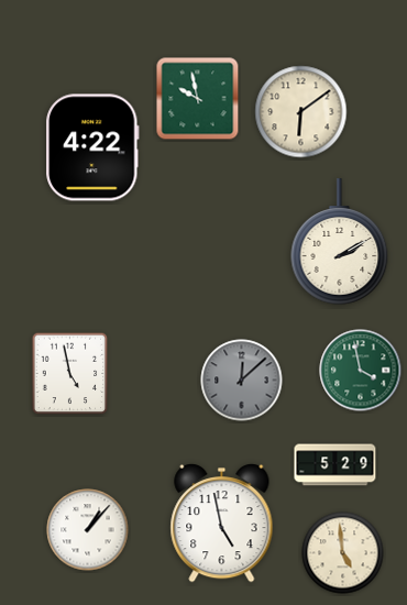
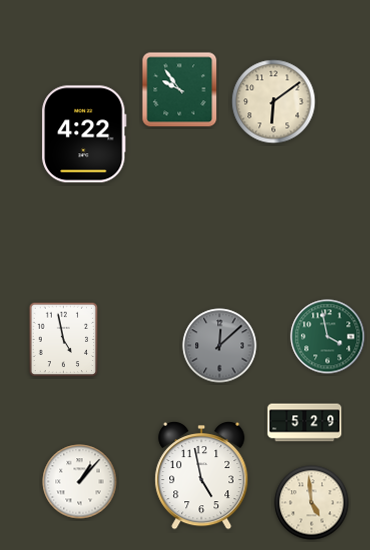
clock at (198, 99): 9:58 -> 9:54
clock at (340, 242): 2:10 -> none
